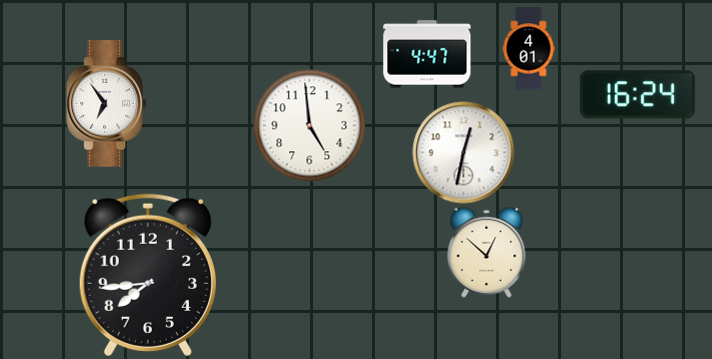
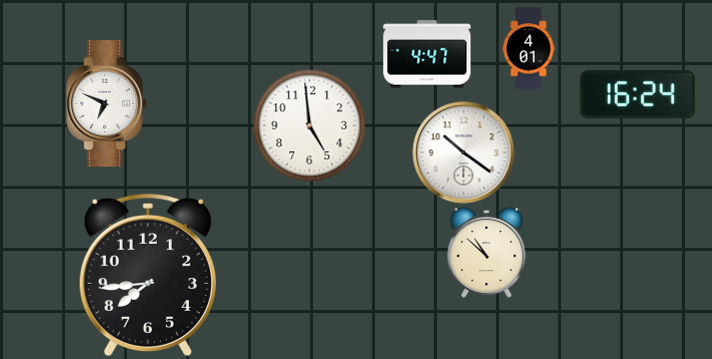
clock at (106, 104): 6:54 -> 6:49
clock at (464, 153): 12:32 -> 10:21
clock at (487, 252): 12:52 -> 10:52
